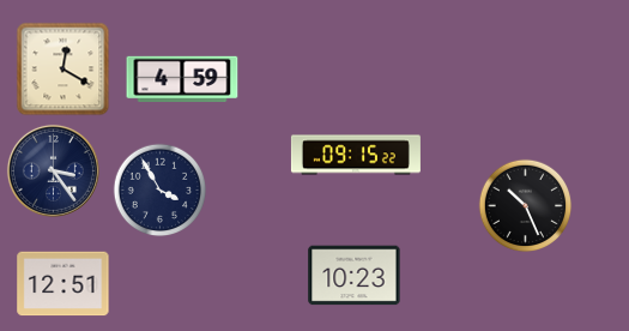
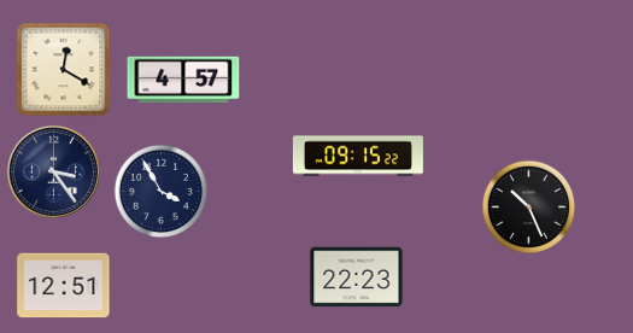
clock at (182, 78): 4:59 -> 4:57
clock at (355, 276): 10:23 -> 22:23
